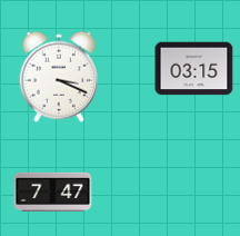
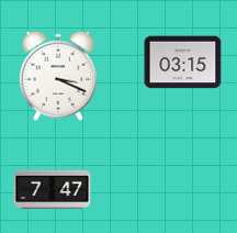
clock at (194, 69) position: (194, 69) -> (183, 63)
